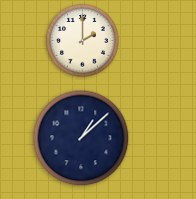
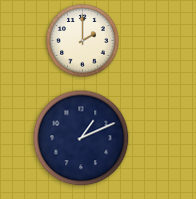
clock at (81, 138): 1:08 -> 1:11
